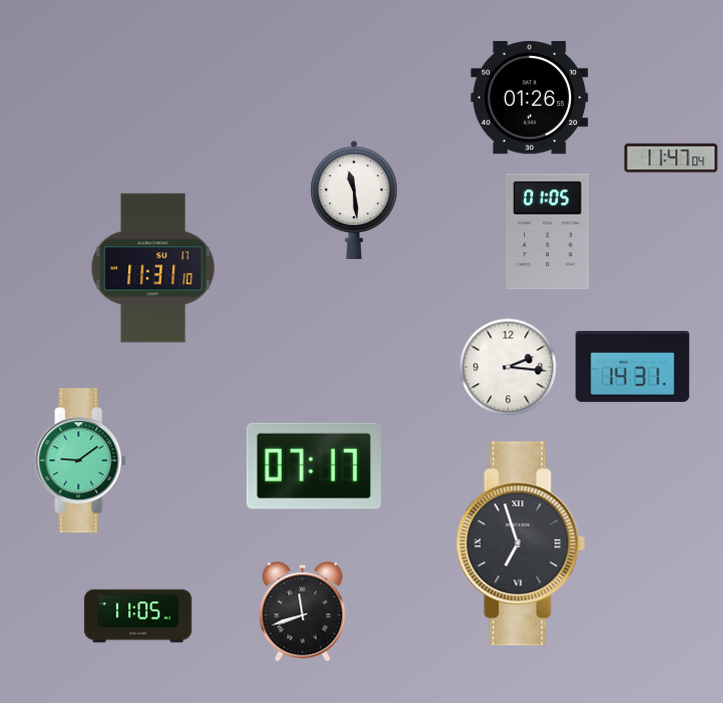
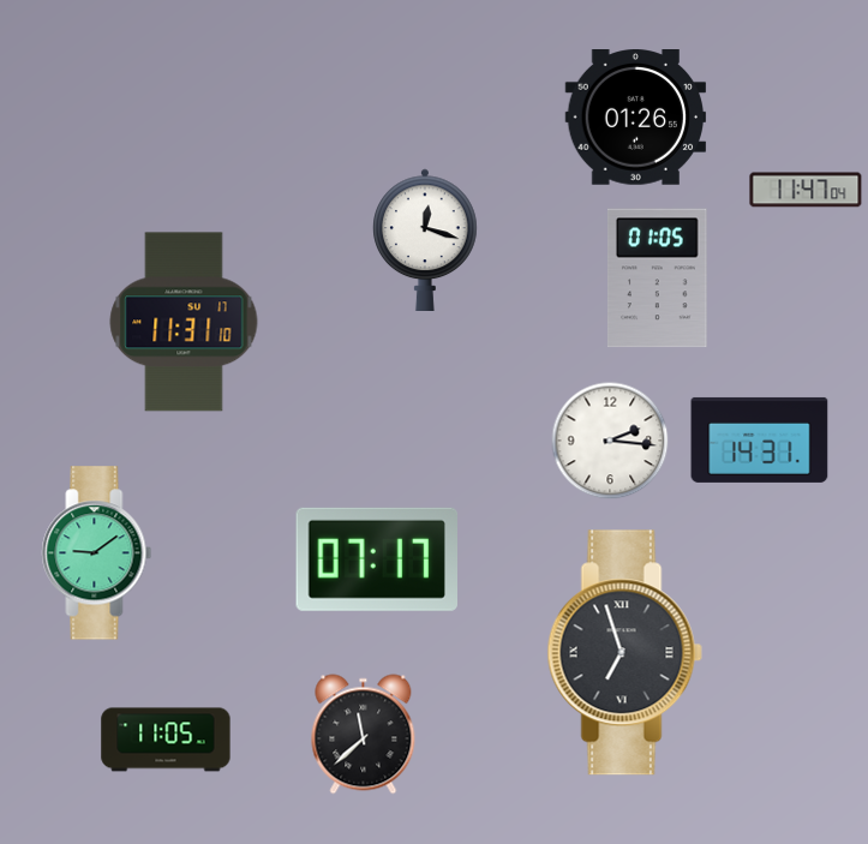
clock at (354, 199): 11:29 -> 12:18
clock at (303, 612): 11:42 -> 11:38
